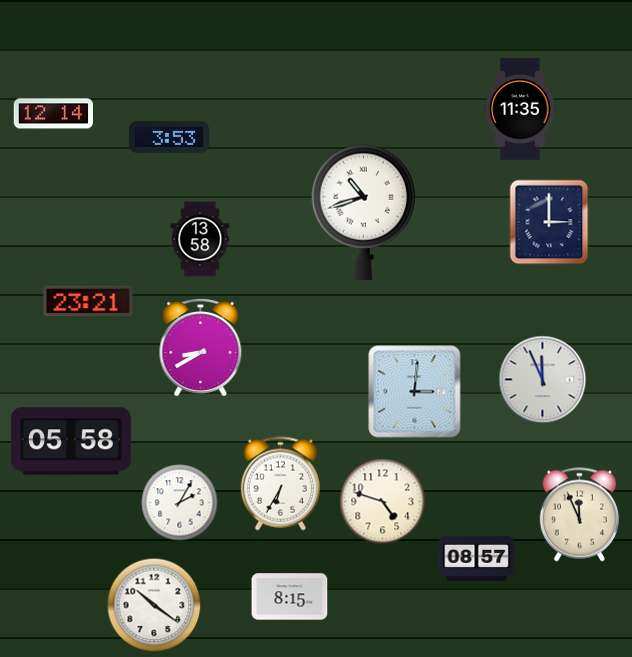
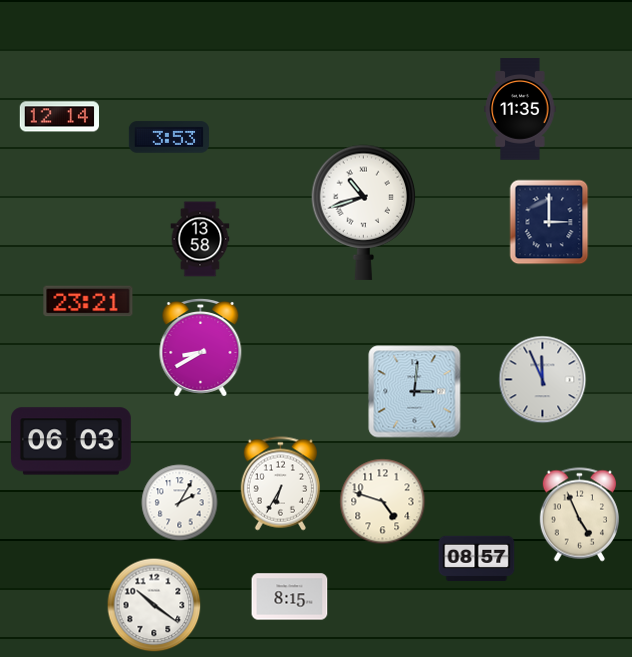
clock at (54, 114) position: (54, 114) -> (60, 117)
clock at (72, 441): 05:58 -> 06:03
clock at (579, 515): 11:56 -> 4:56
